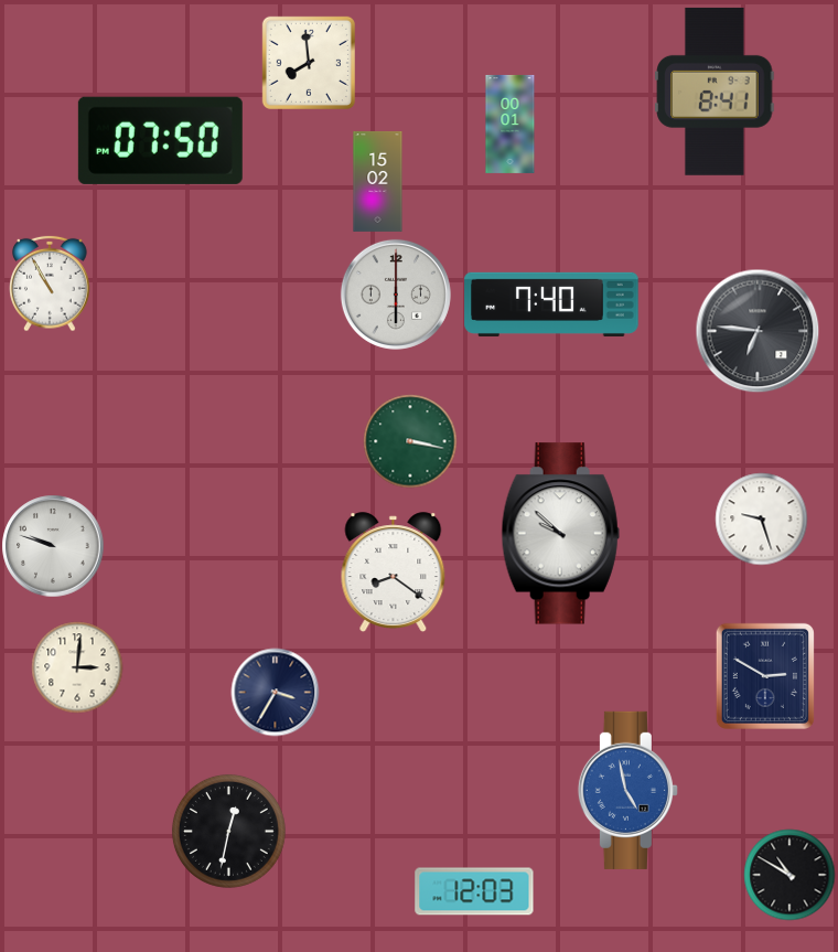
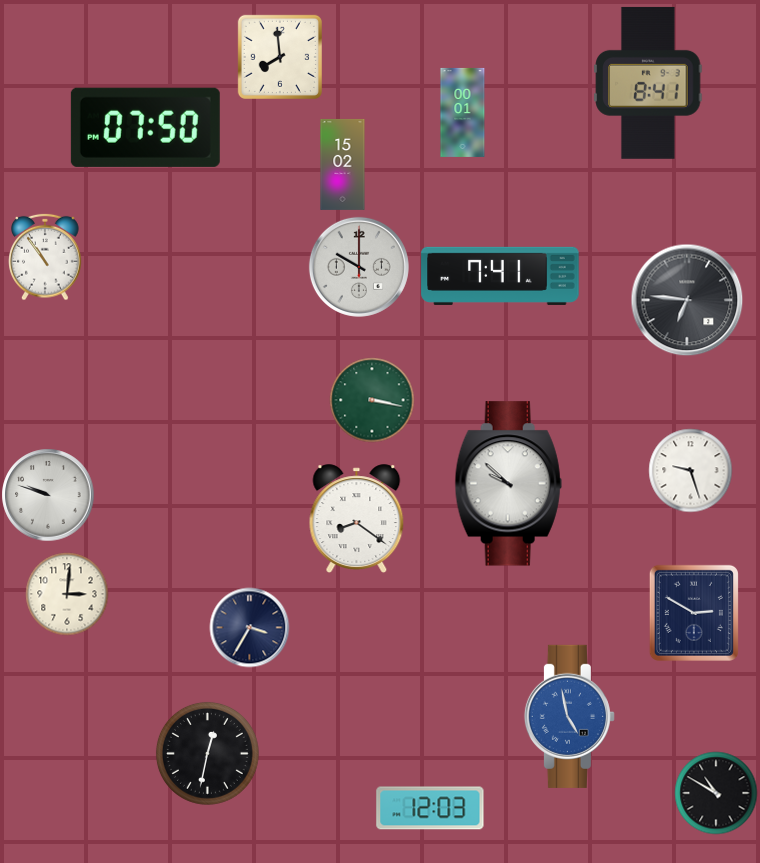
clock at (50, 284): 10:55 -> 10:54
clock at (396, 295): 6:00 -> 10:00
clock at (551, 304): 7:40 -> 7:41
clock at (77, 667) position: (77, 667) -> (67, 594)
